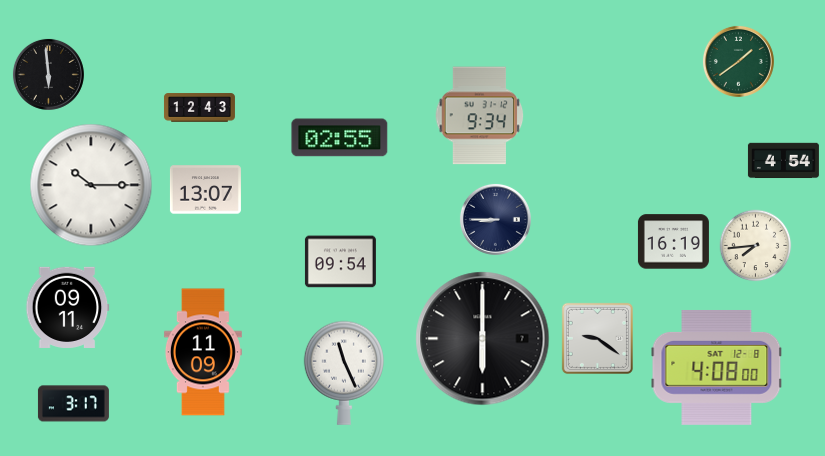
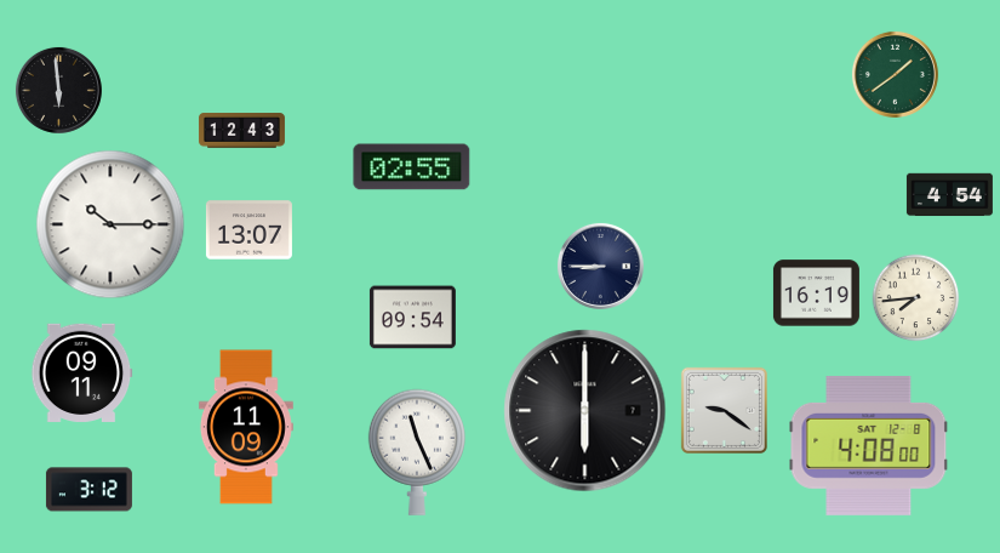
clock at (480, 116): 9:34 -> none
clock at (73, 404): 3:17 -> 3:12
